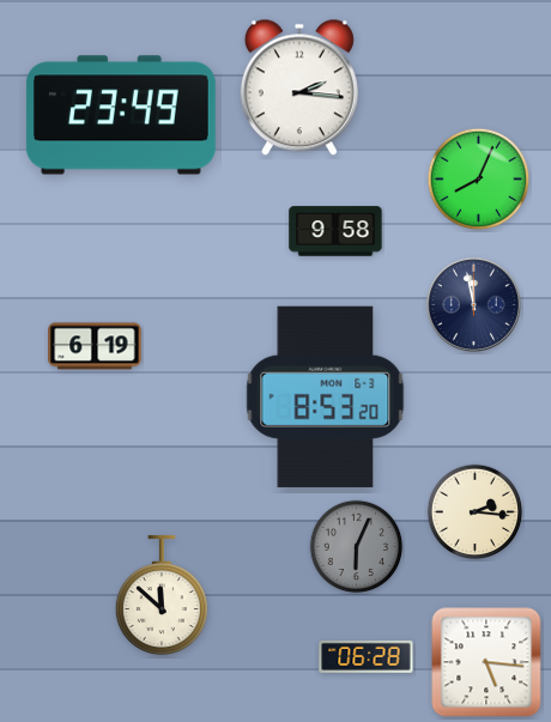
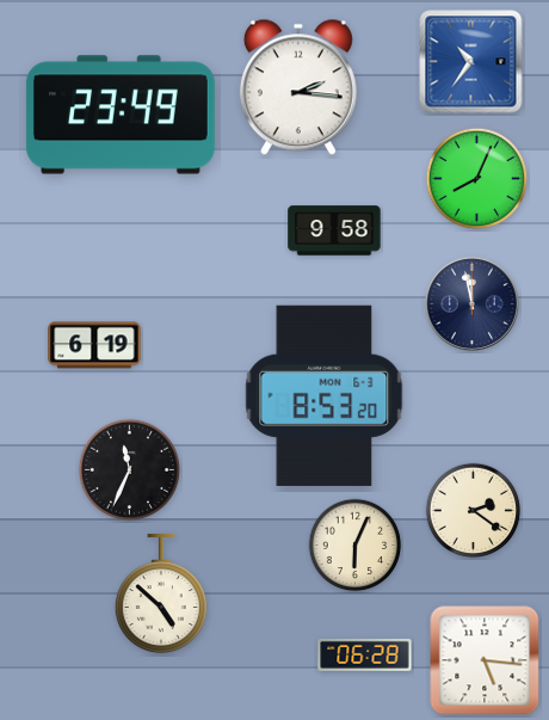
clock at (471, 62): none -> 10:36
clock at (130, 470): none -> 11:34
clock at (476, 512): 2:16 -> 2:21
clock at (357, 547) dial: grey -> cream
clock at (162, 595): 11:52 -> 4:52
